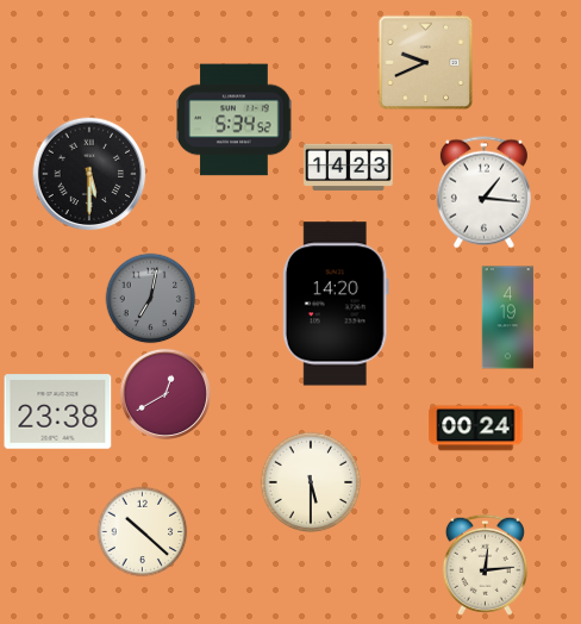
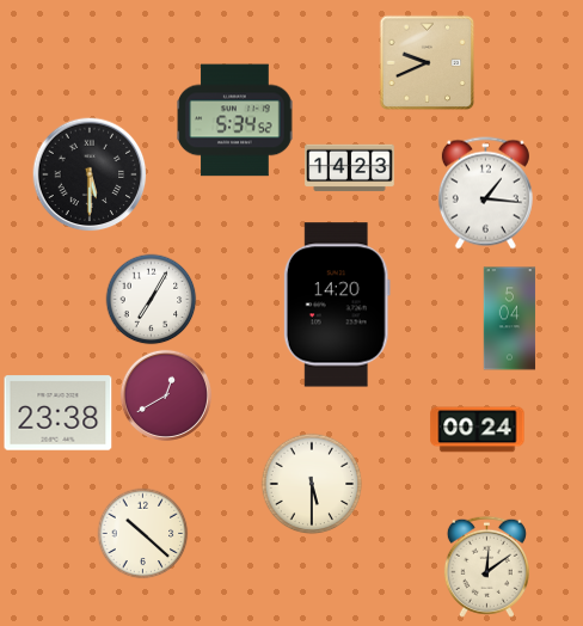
clock at (151, 299): 7:02 -> 7:05
clock at (151, 299) dial: grey -> white
clock at (508, 318): 4:19 -> 5:04
clock at (485, 564): 12:14 -> 12:09
